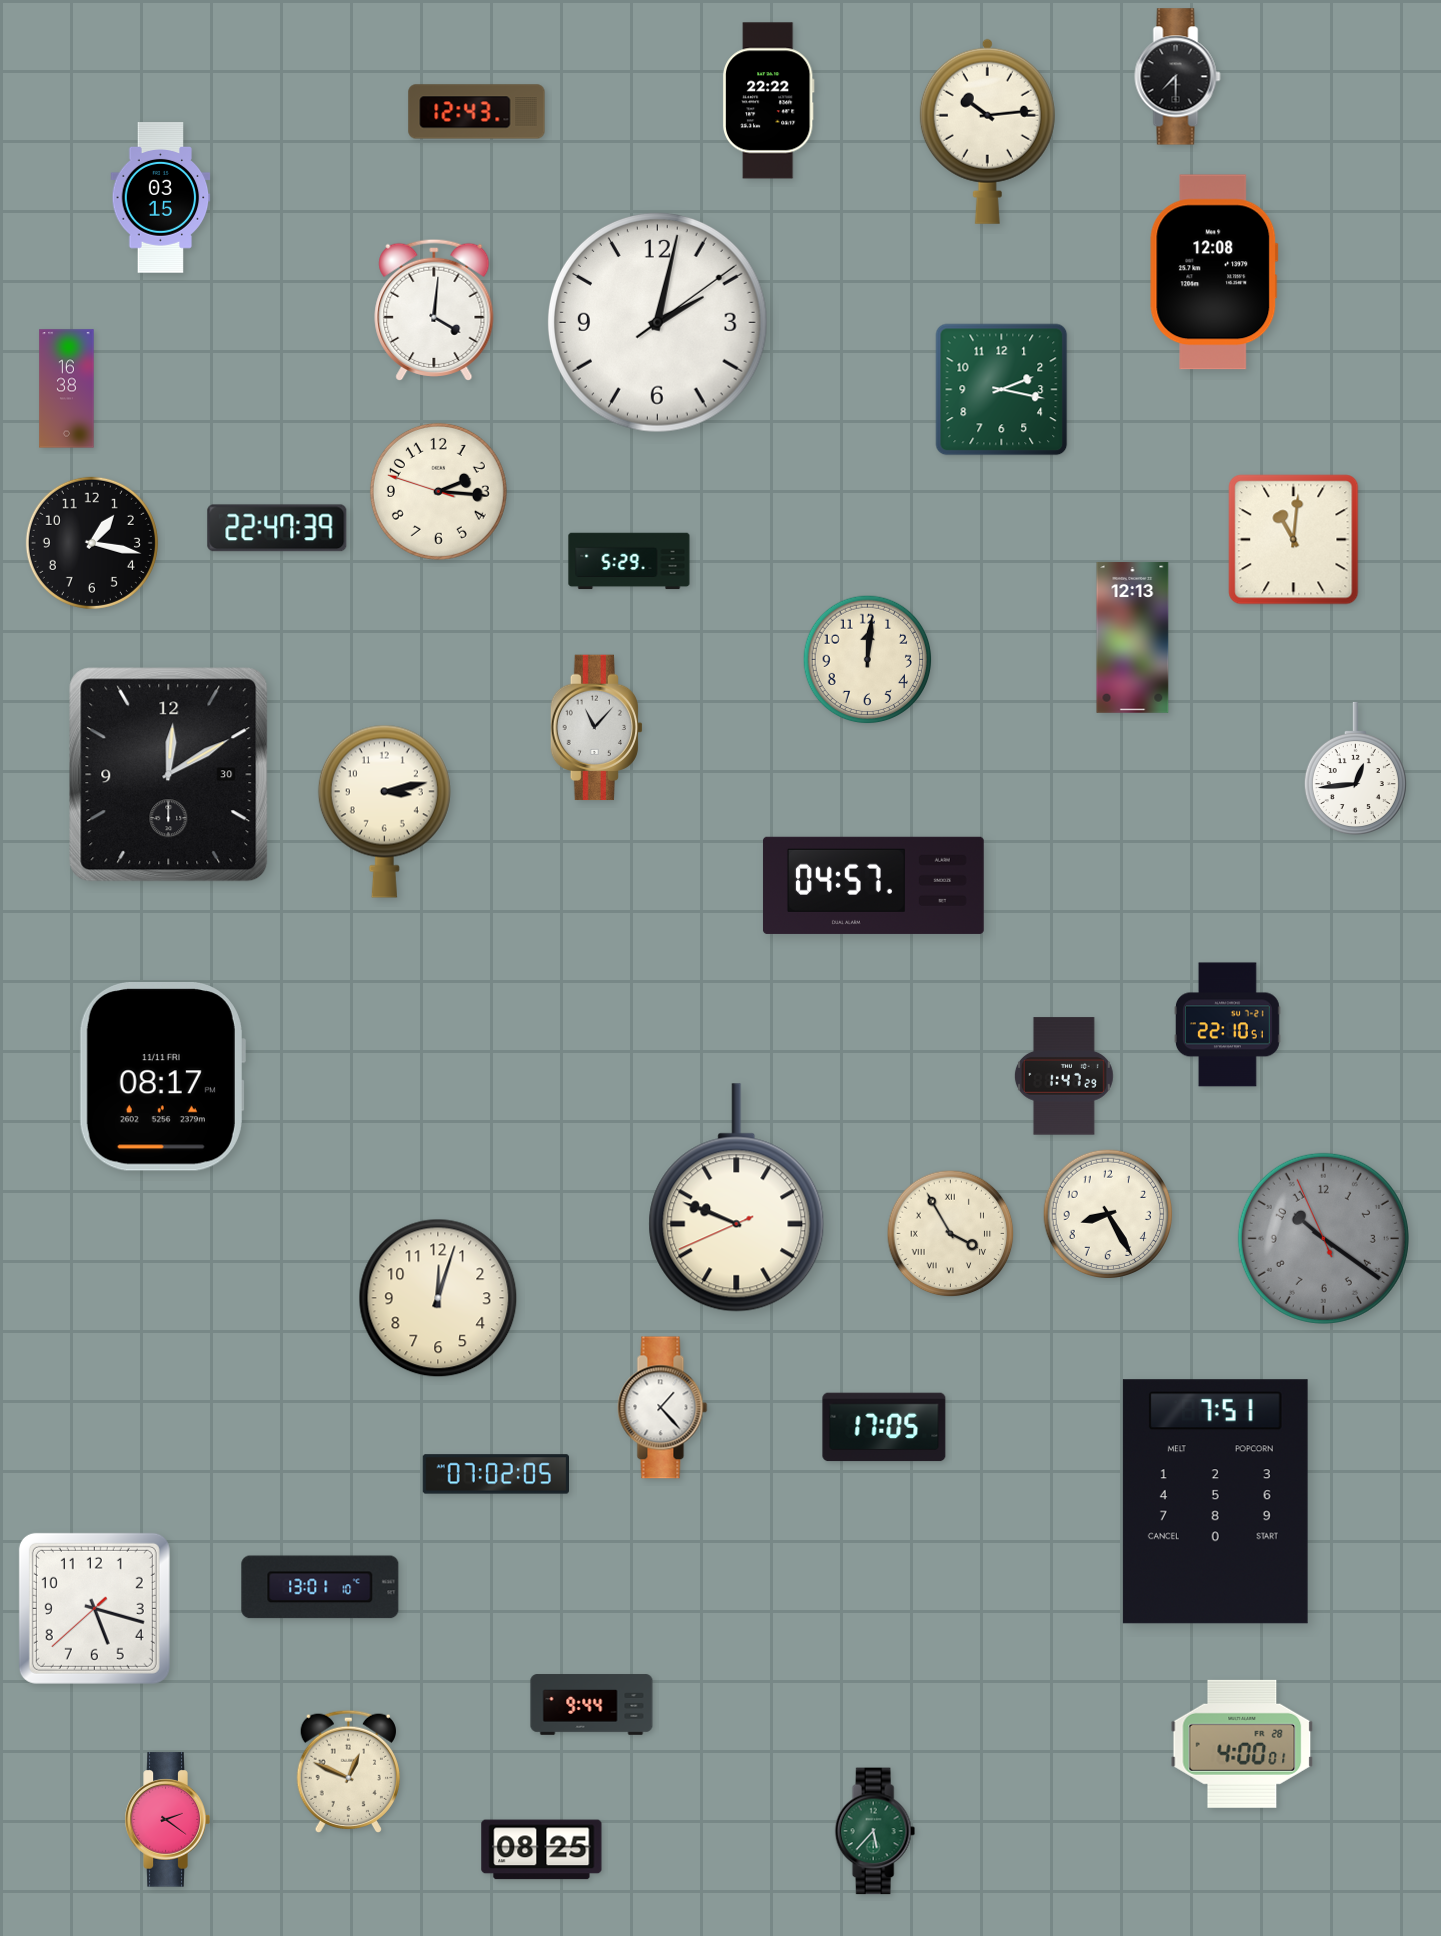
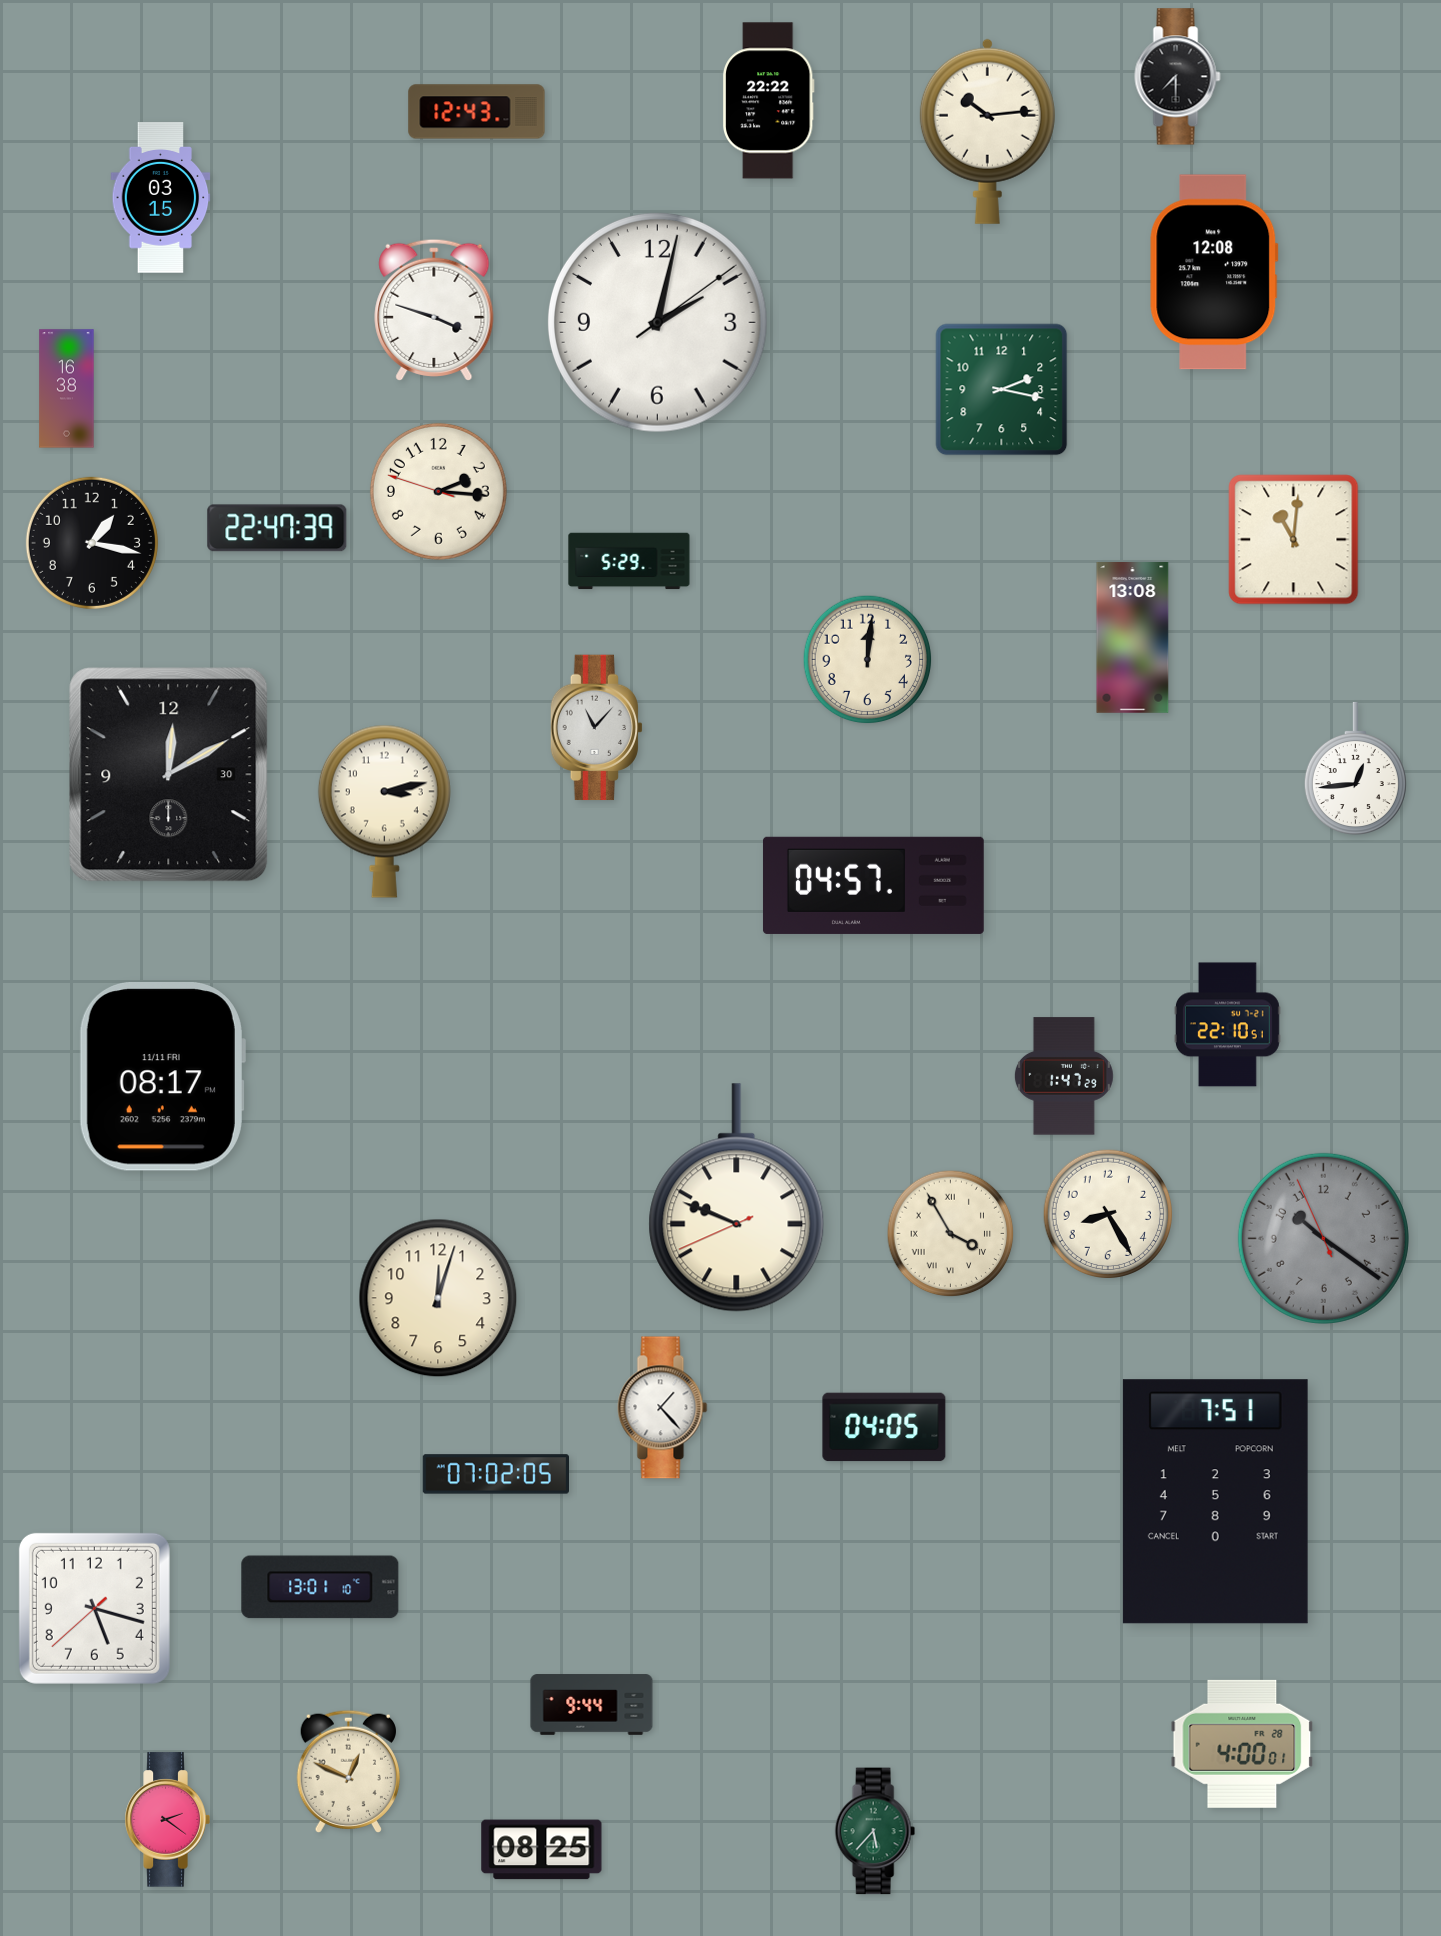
clock at (434, 309): 4:01 -> 3:48
clock at (1133, 638): 12:13 -> 13:08
clock at (884, 1427): 17:05 -> 04:05
